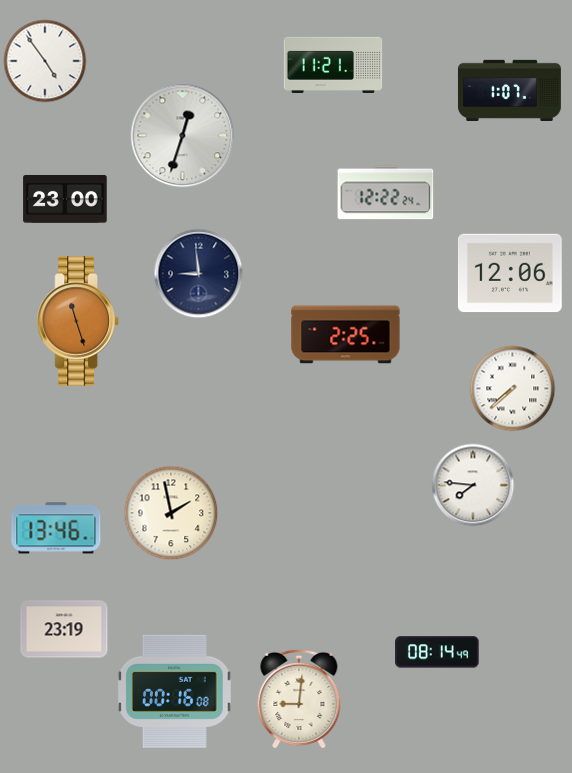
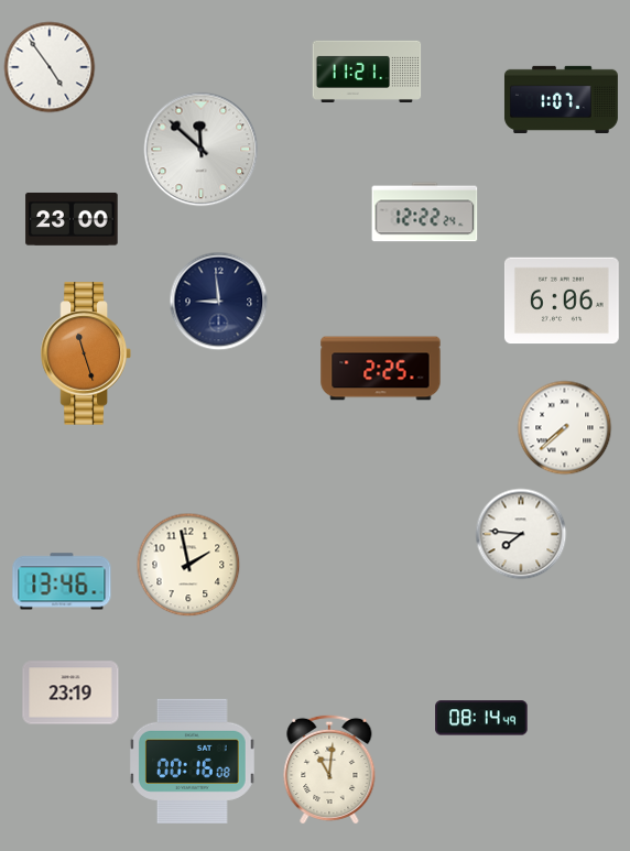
clock at (183, 136): 12:33 -> 11:52
clock at (510, 273): 12:06 -> 6:06
clock at (299, 699): 9:01 -> 11:01
